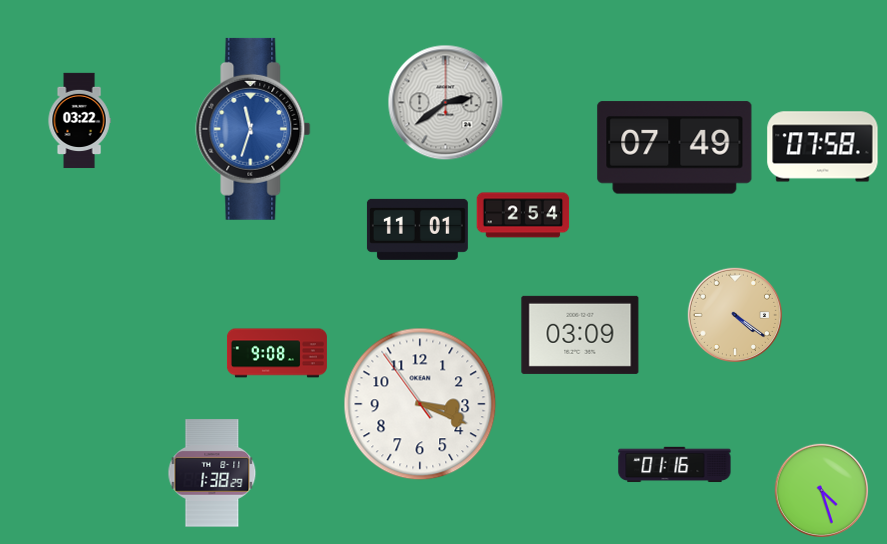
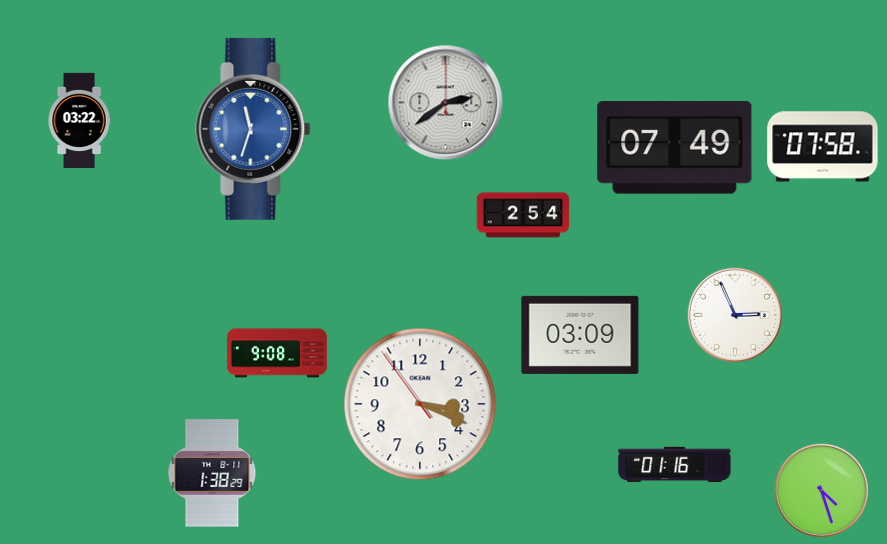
clock at (417, 229): 11:01 -> none
clock at (734, 314): 4:21 -> 2:56
clock at (734, 314) dial: champagne -> white
